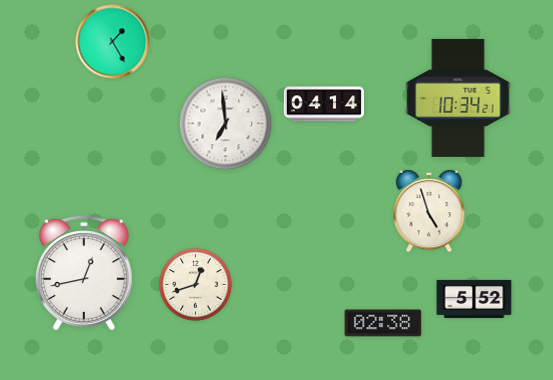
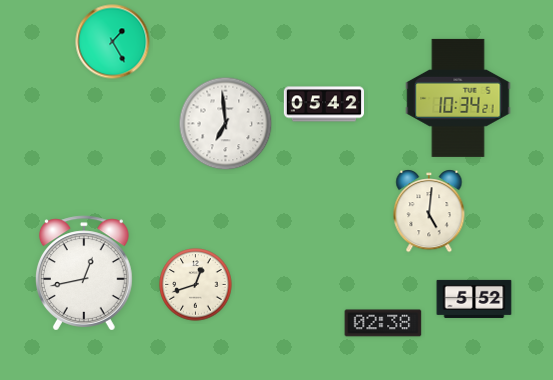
clock at (323, 104): 04:14 -> 05:42
clock at (429, 211): 4:57 -> 5:01
